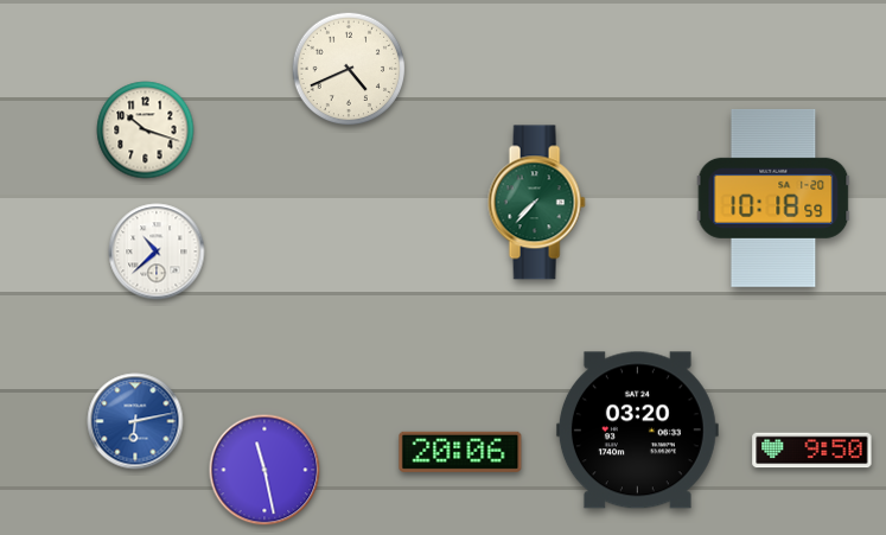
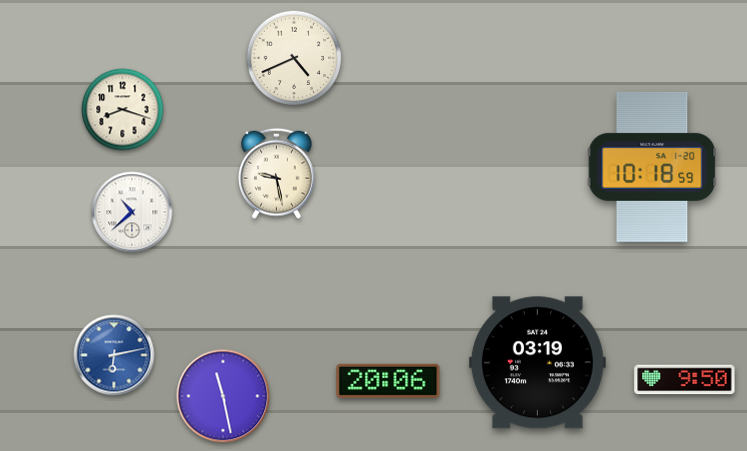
clock at (146, 130): 10:18 -> 8:18
clock at (536, 203): 7:37 -> none
clock at (277, 173): none -> 9:28
clock at (637, 431): 03:20 -> 03:19
